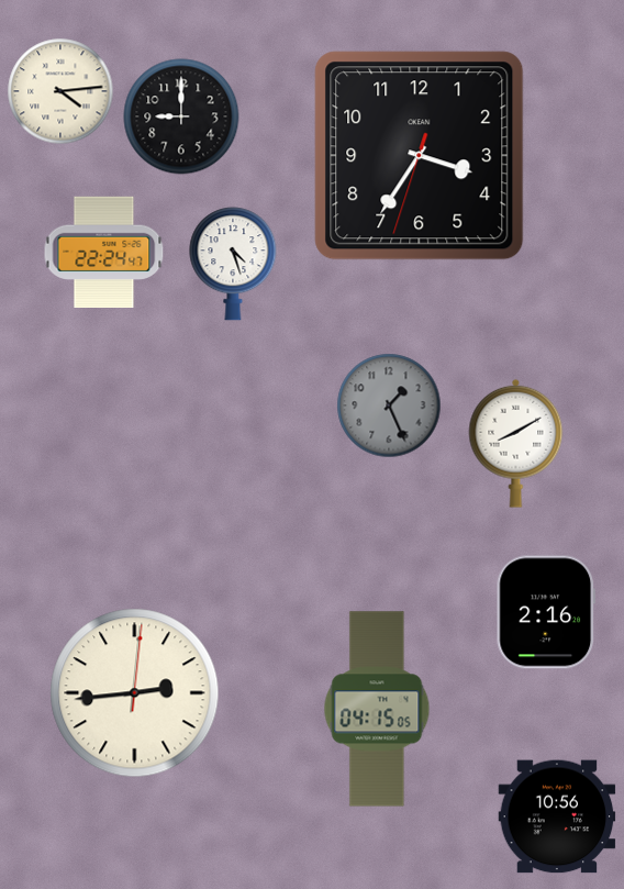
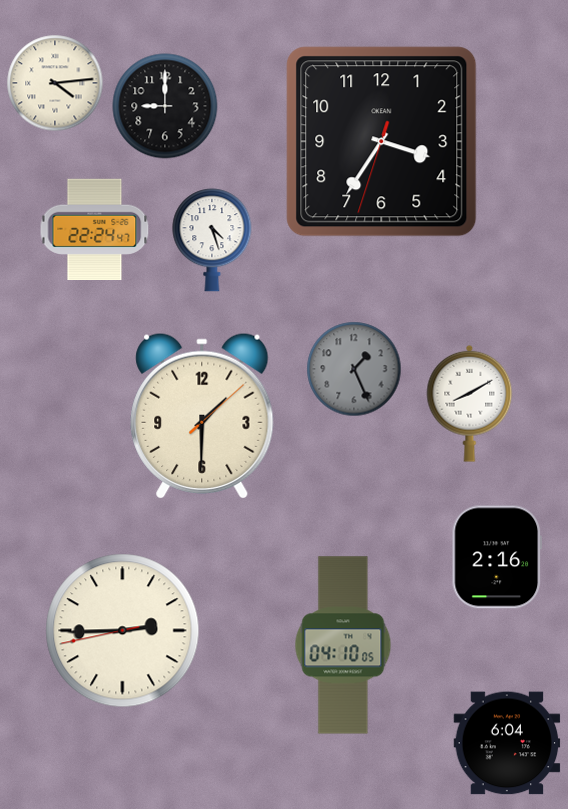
clock at (202, 416): none -> 1:30
clock at (135, 693): 2:44:01 -> 2:44:43
clock at (377, 709): 04:15 -> 04:10
clock at (557, 816): 10:56 -> 6:04
